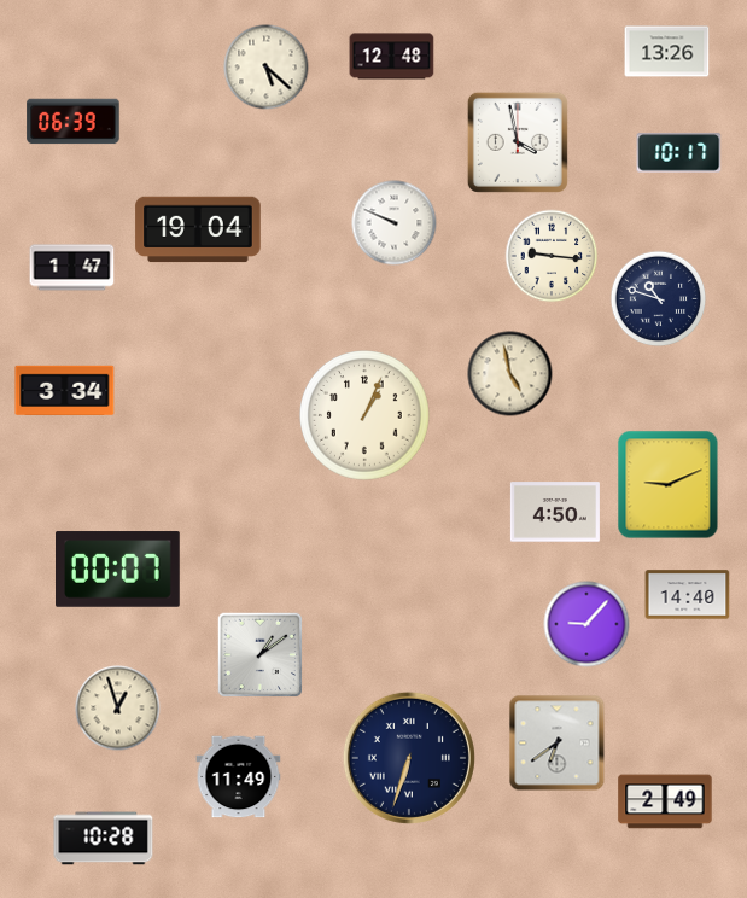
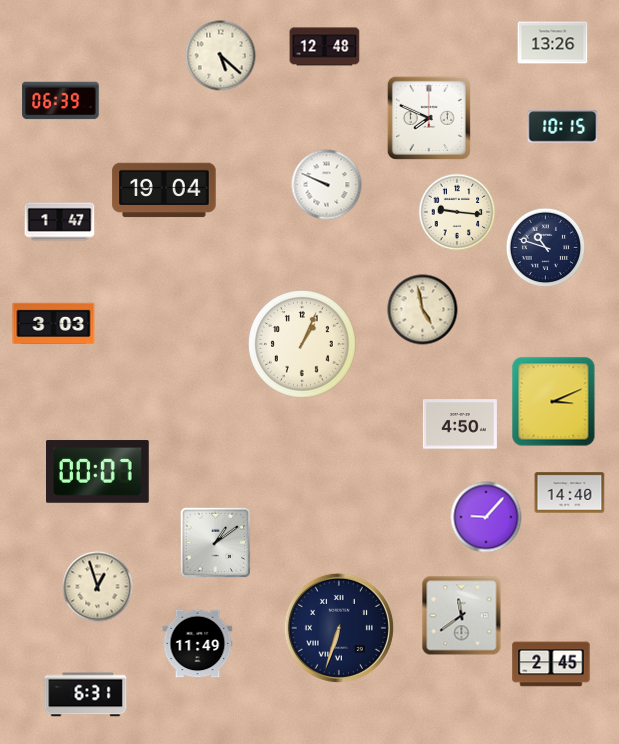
clock at (518, 142): 3:58 -> 7:49
clock at (679, 153): 10:17 -> 10:15
clock at (65, 391): 3:34 -> 3:03
clock at (669, 485): 9:11 -> 3:11
clock at (558, 744): 6:39 -> 11:39
clock at (665, 801): 2:49 -> 2:45
clock at (104, 839): 10:28 -> 6:31
